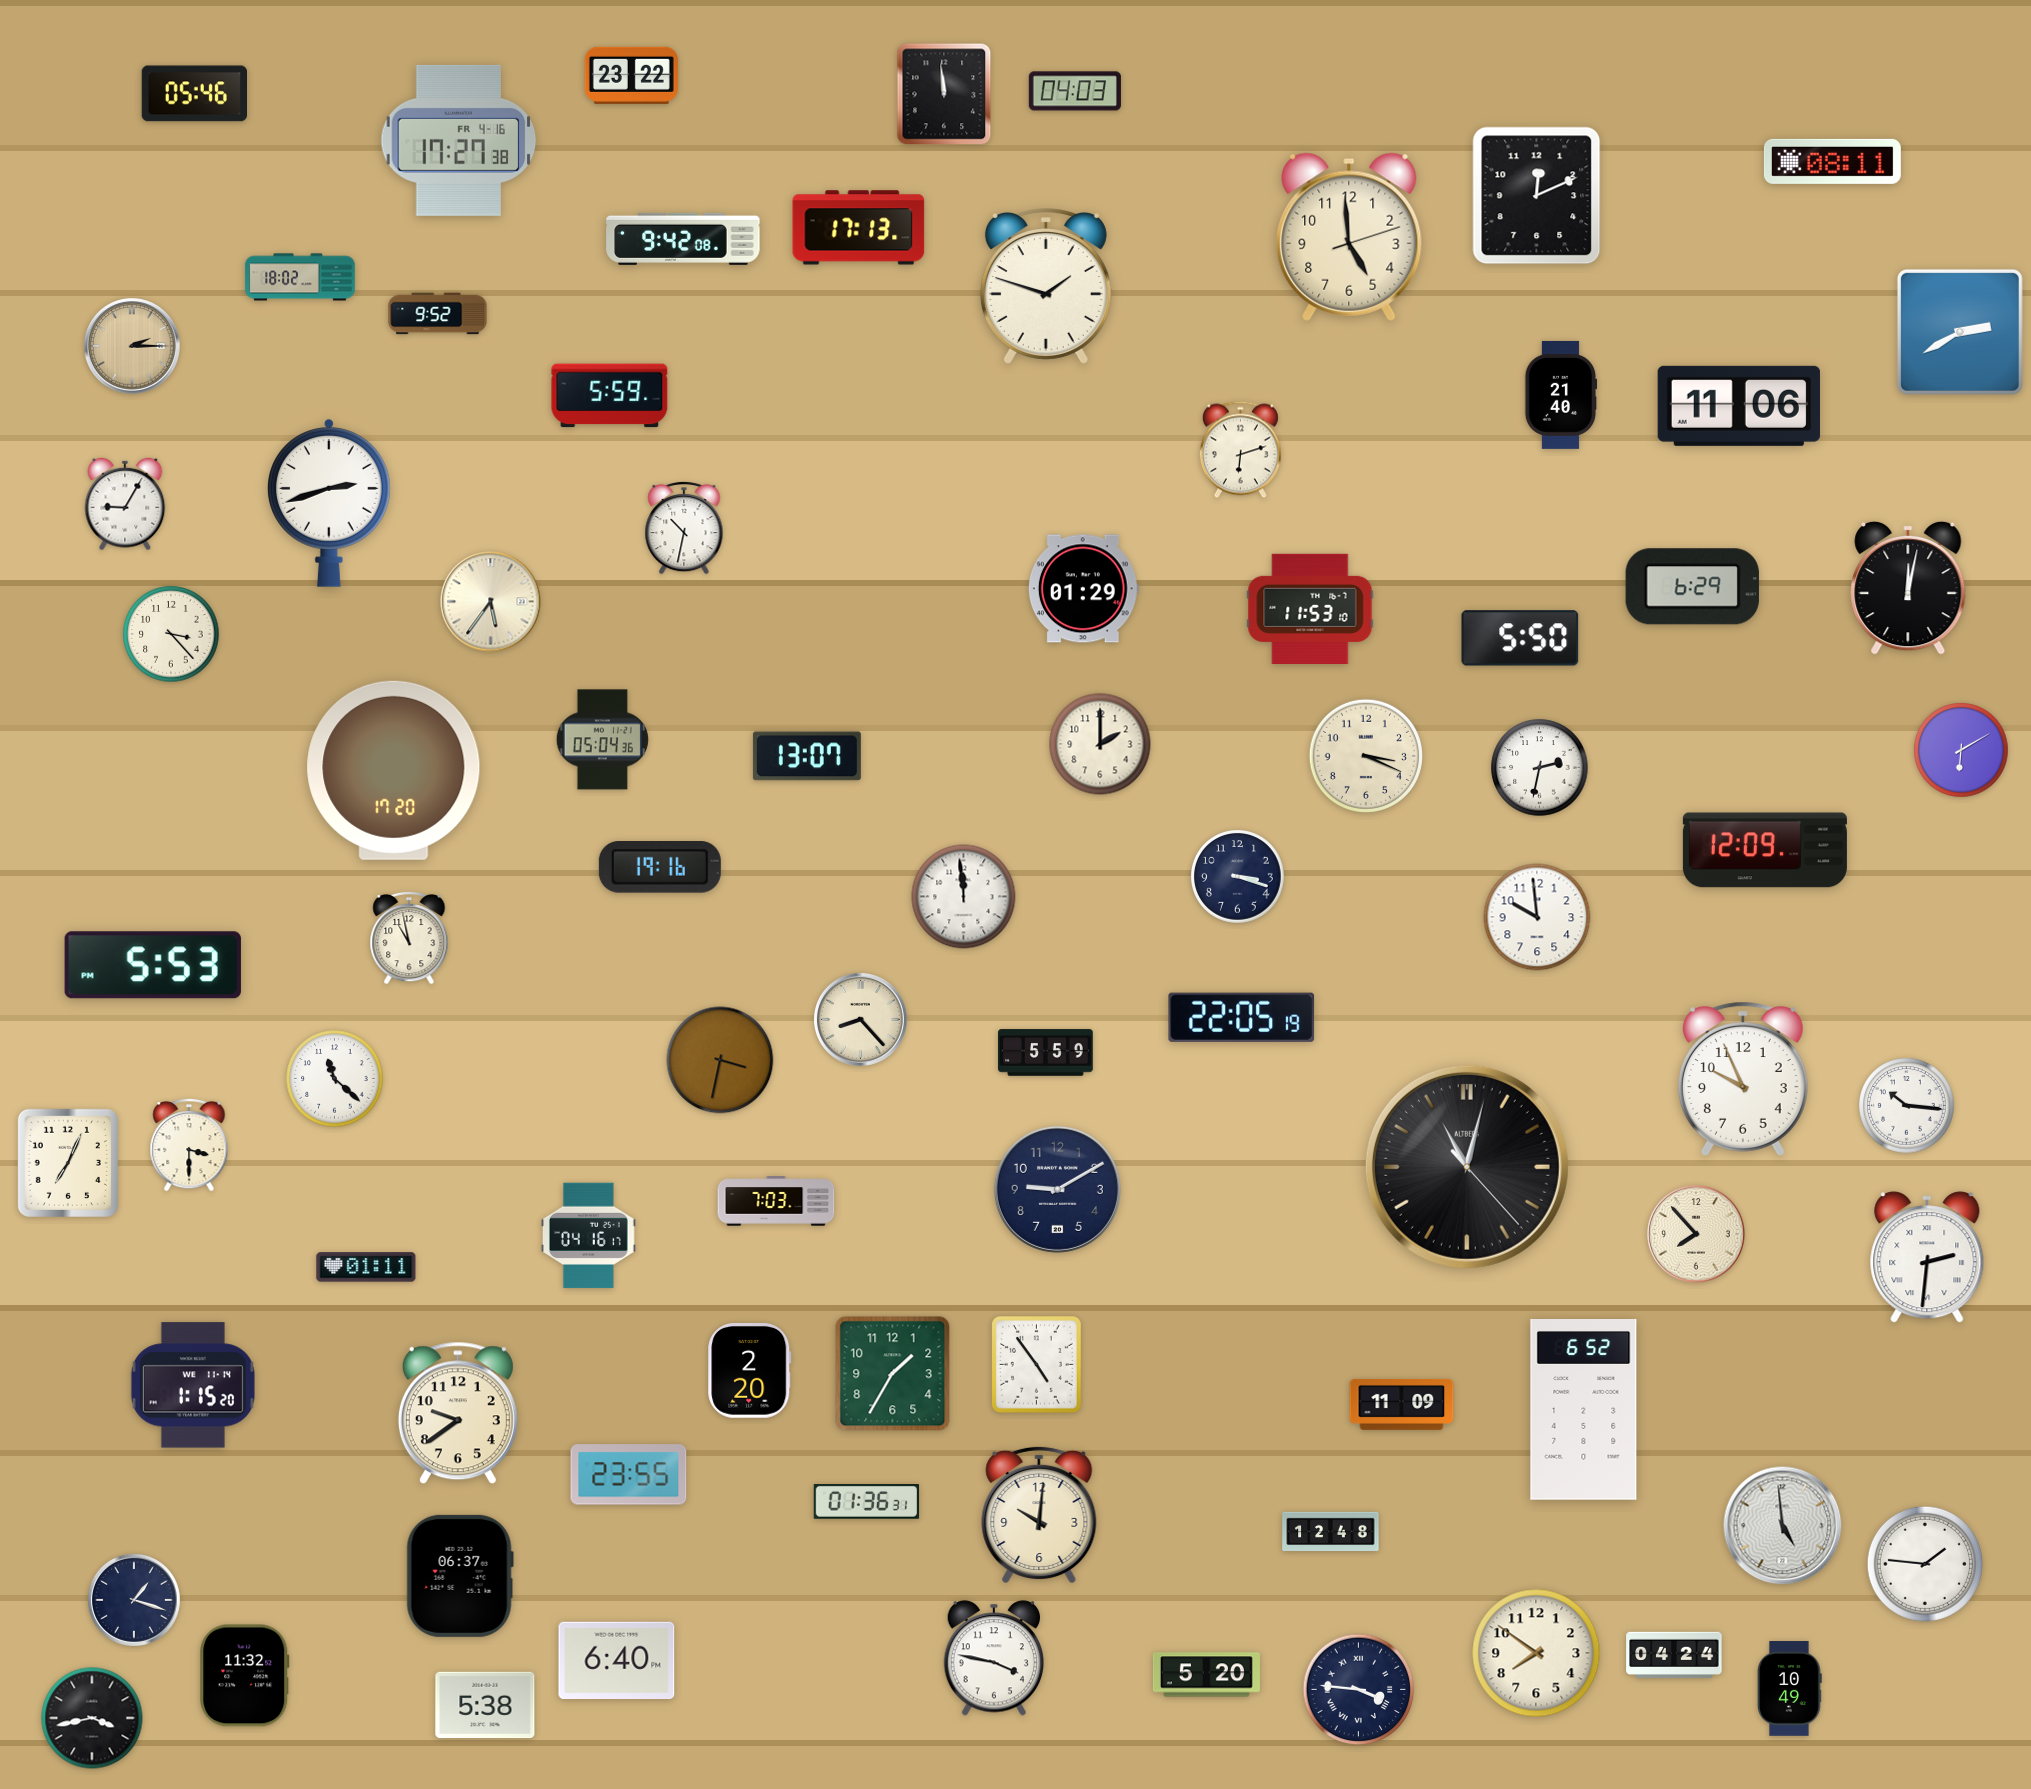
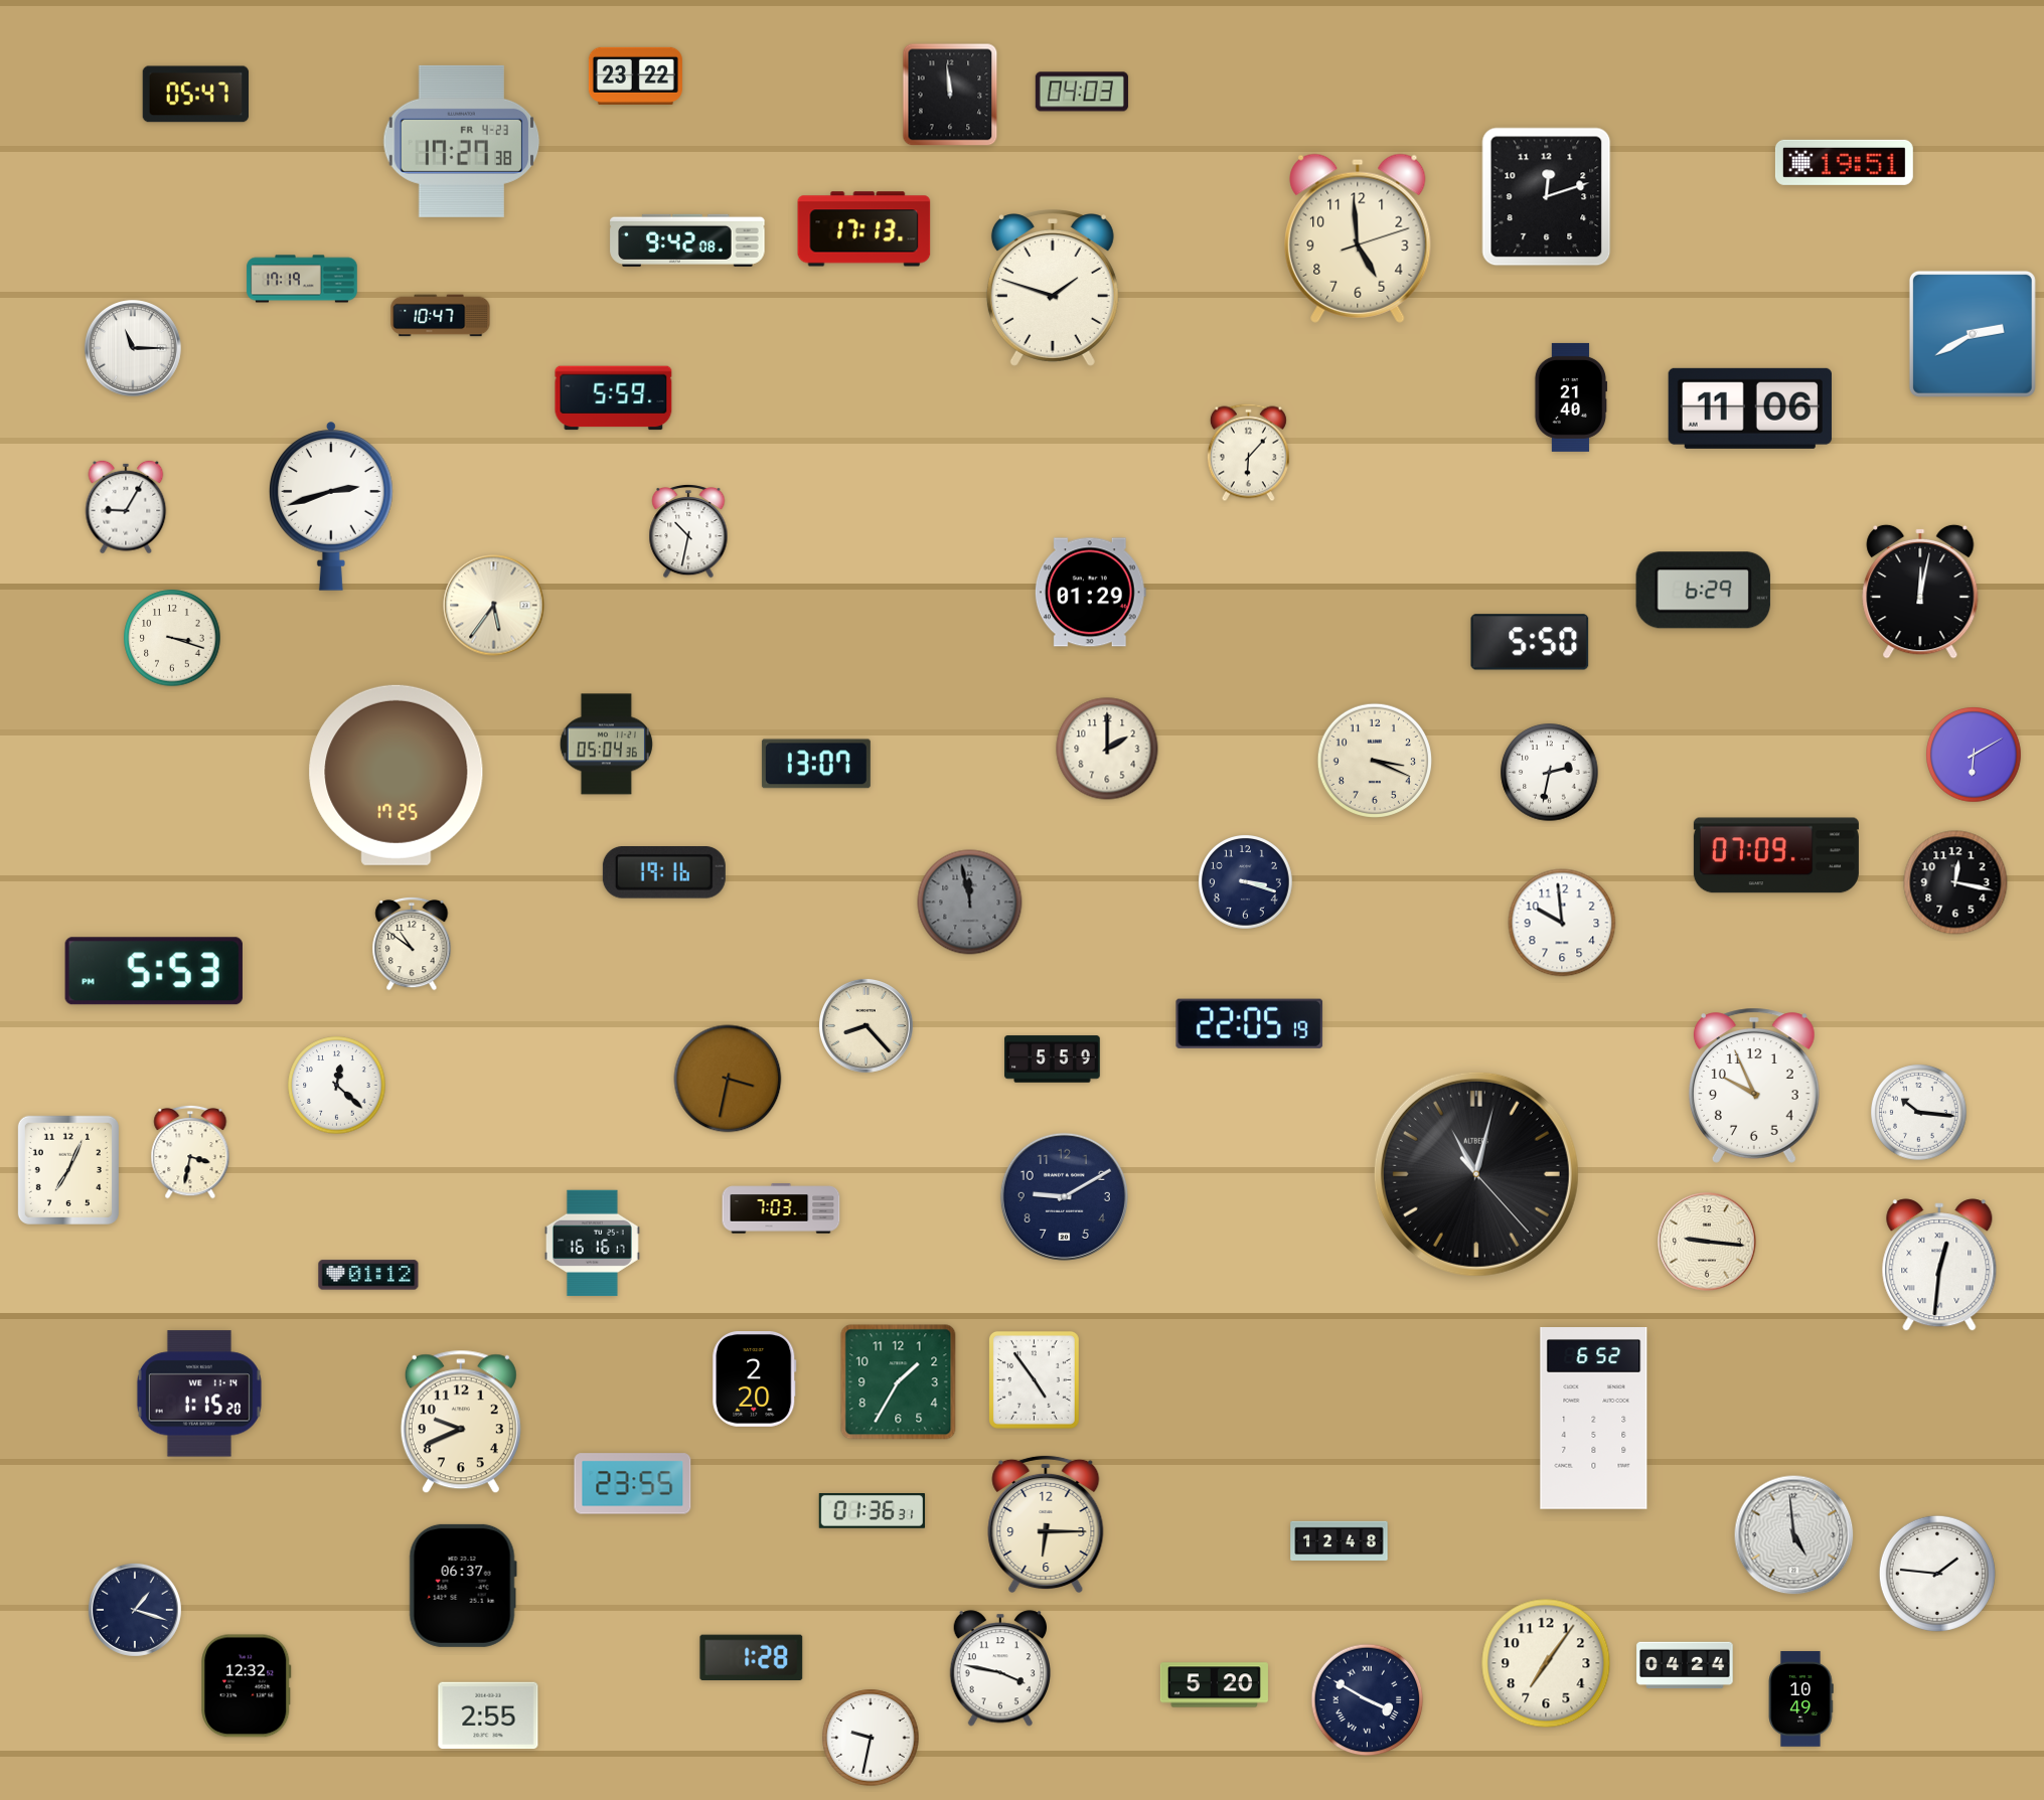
clock at (194, 94): 05:46 -> 05:47
clock at (459, 140) date: FR 4-16 -> FR 4-23
clock at (1832, 161): 08:11 -> 19:51
clock at (1537, 196): 12:11 -> 12:12
clock at (300, 277): 18:02 -> 17:19
clock at (438, 314): 9:52 -> 10:47
clock at (132, 346): 2:15 -> 11:15
clock at (132, 346) dial: champagne -> white
clock at (1240, 450): 6:12 -> 6:07
clock at (1310, 608): 11:53 -> none
clock at (171, 634): 3:23 -> 3:18
clock at (807, 756) position: (807, 756) -> (816, 764)
clock at (394, 770): 17:20 -> 17:25
clock at (1765, 850): 12:09 -> 07:09
clock at (1955, 882): none -> 12:17
clock at (964, 897): 11:59 -> 11:58
clock at (964, 897) dial: white -> grey
clock at (1537, 917) position: (1537, 917) -> (1562, 923)
clock at (409, 938): 10:58 -> 10:51
clock at (720, 1060) position: (720, 1060) -> (728, 1079)
clock at (335, 1079): 11:22 -> 12:22
clock at (189, 1145): 3:30 -> 3:32
clock at (1696, 1234): 7:53 -> 9:16
clock at (588, 1236): 04:16 -> 16:16
clock at (1927, 1257): 2:31 -> 12:31
clock at (366, 1267): 01:11 -> 01:12
clock at (1036, 1364) position: (1036, 1364) -> (1034, 1379)
clock at (193, 1385) position: (193, 1385) -> (199, 1394)
clock at (1402, 1404): 11:09 -> none
clock at (458, 1413): 9:39 -> 9:41
clock at (1039, 1515): 10:01 -> 6:15
clock at (752, 1657): none -> 1:28
clock at (1536, 1653): 7:51 -> 7:06
clock at (617, 1661): 6:40 -> none
clock at (245, 1676): 11:32 -> 12:32
clock at (1359, 1690): 3:46 -> 3:50
clock at (485, 1705): 5:38 -> 2:55
clock at (92, 1718): 3:43 -> none
clock at (871, 1738): none -> 9:32
